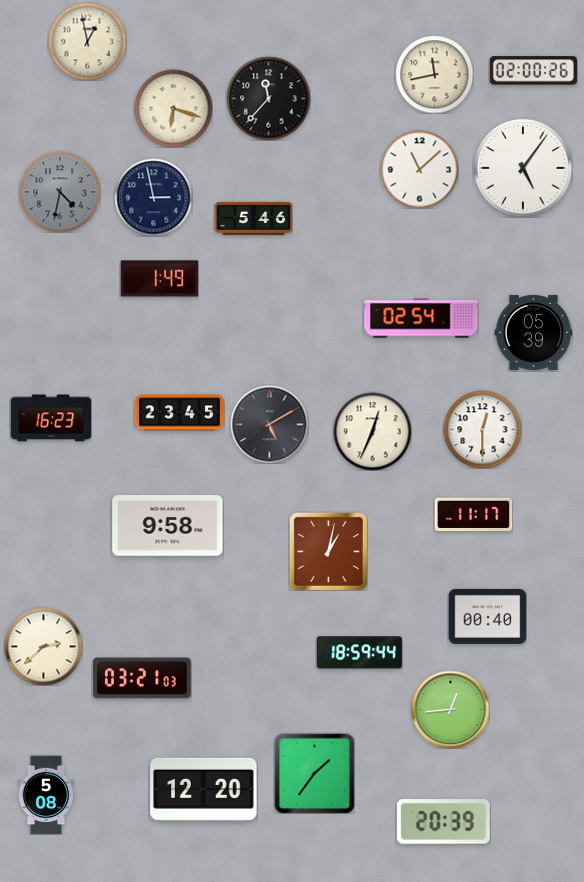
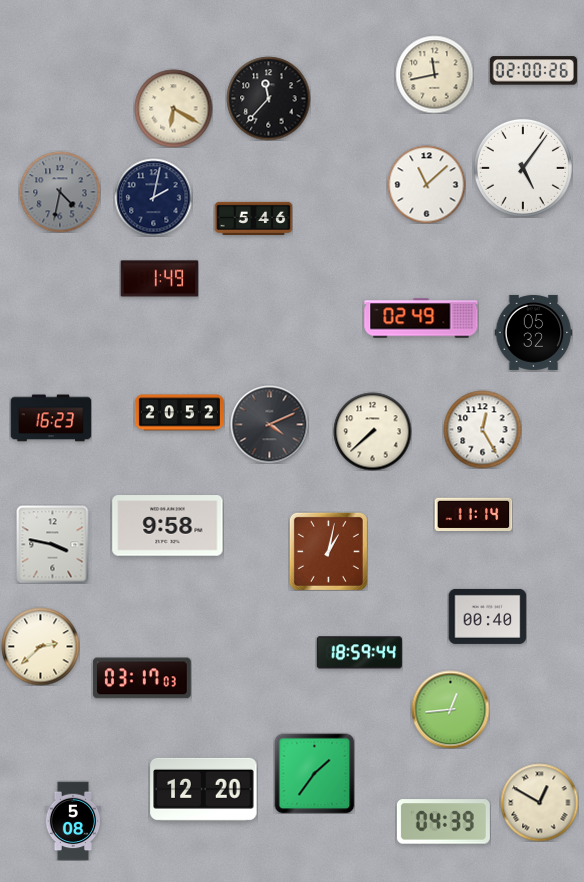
clock at (87, 41): 12:58 -> none
clock at (173, 108): 6:18 -> 6:20
clock at (419, 169) position: (419, 169) -> (426, 184)
clock at (153, 197): 2:58 -> 2:02
clock at (421, 318): 02:54 -> 02:49
clock at (533, 332): 05:39 -> 05:32
clock at (179, 413): 23:45 -> 20:52
clock at (269, 424): 5:10 -> 4:11
clock at (482, 429): 12:30 -> 12:25
clock at (372, 431): 12:34 -> 7:38
clock at (473, 514): 11:17 -> 11:14
clock at (53, 544): none -> 3:47
clock at (43, 646) position: (43, 646) -> (40, 646)
clock at (142, 678): 03:21 -> 03:17
clock at (46, 795) position: (46, 795) -> (73, 821)
clock at (539, 802): none -> 12:50
clock at (443, 822): 20:39 -> 04:39
